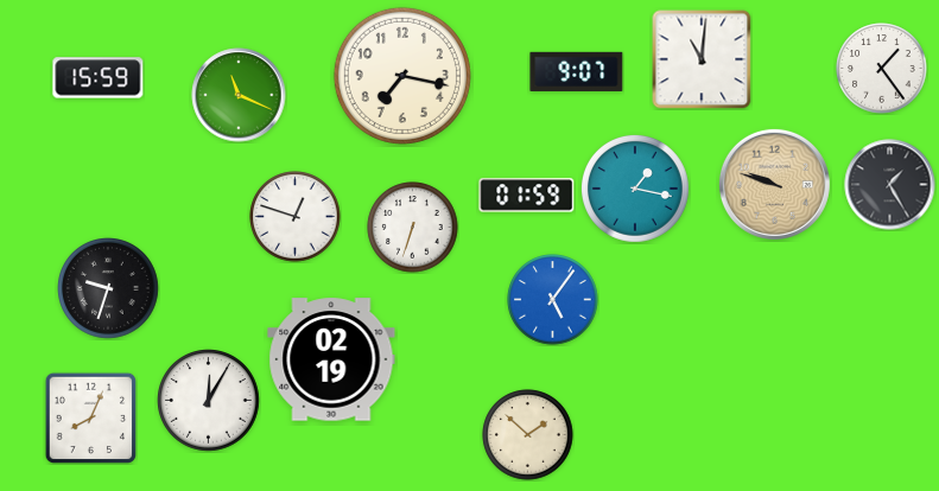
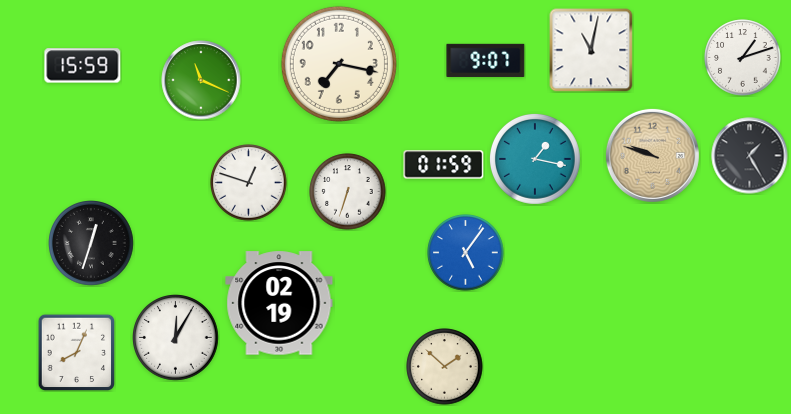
clock at (702, 59): 11:01 -> 11:02
clock at (882, 69): 1:24 -> 1:12
clock at (109, 289): 9:33 -> 12:33
